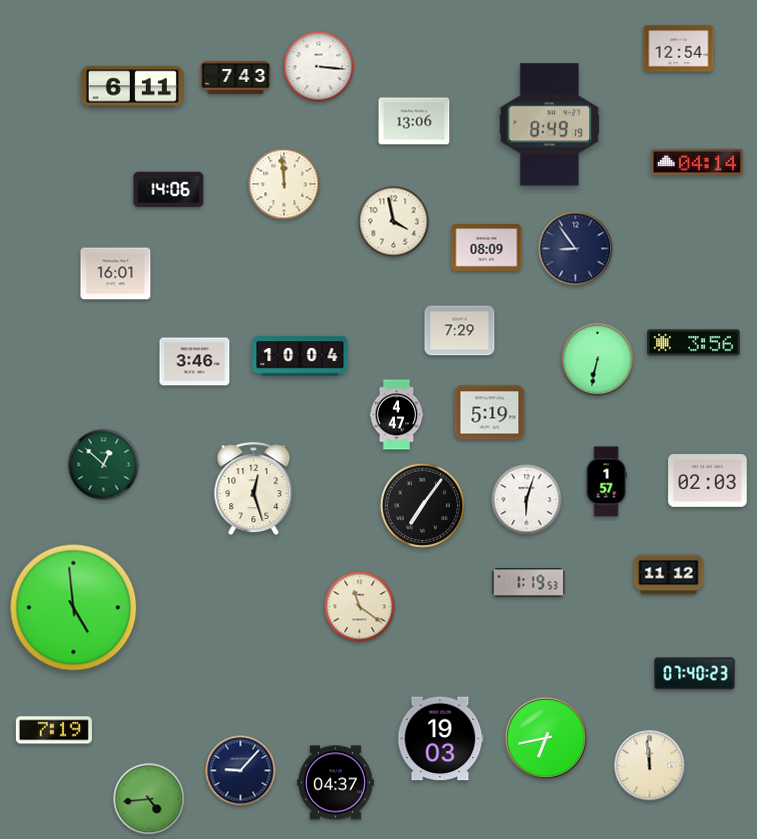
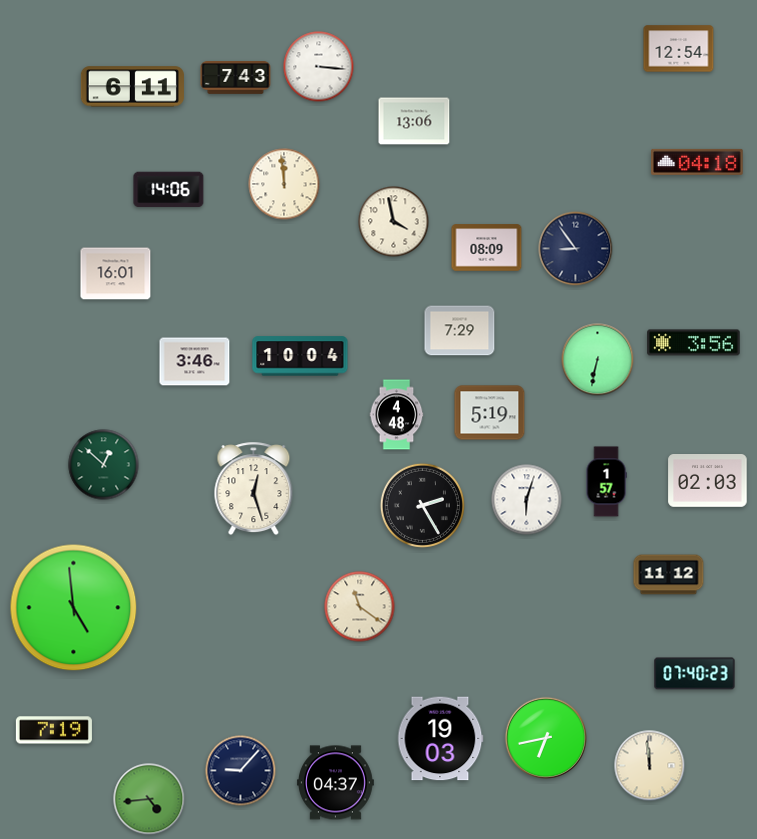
clock at (550, 125): 8:49 -> none
clock at (697, 162): 04:14 -> 04:18
clock at (397, 415): 4:47 -> 4:48
clock at (422, 505): 7:06 -> 2:25
clock at (529, 583): 1:19 -> none
